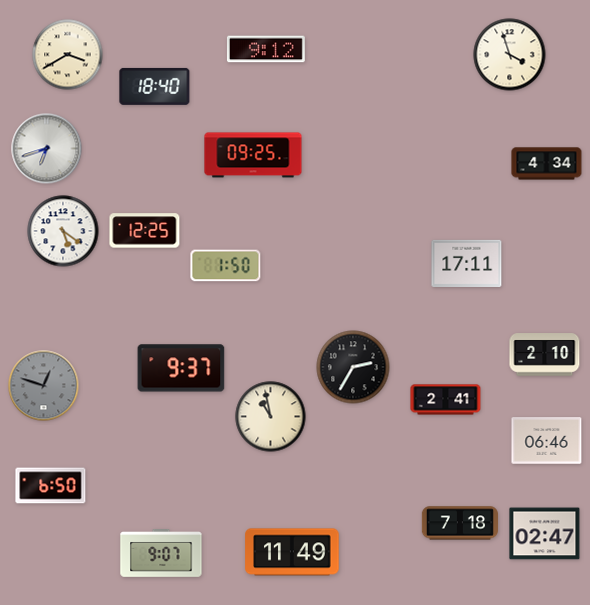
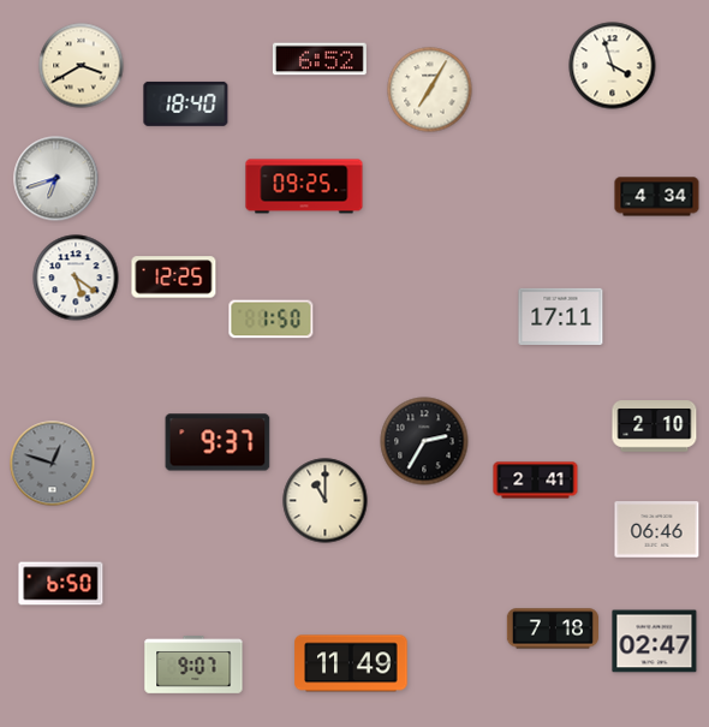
clock at (266, 49): 9:12 -> 6:52
clock at (430, 90): none -> 7:05
clock at (271, 417): 10:58 -> 11:00
